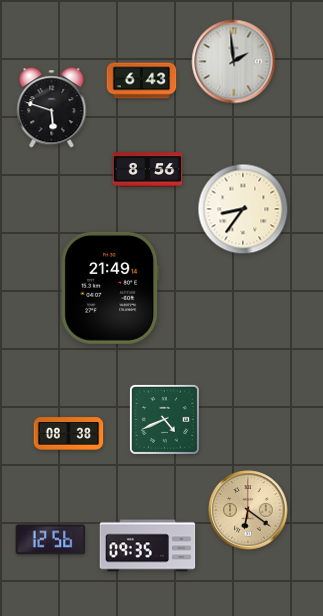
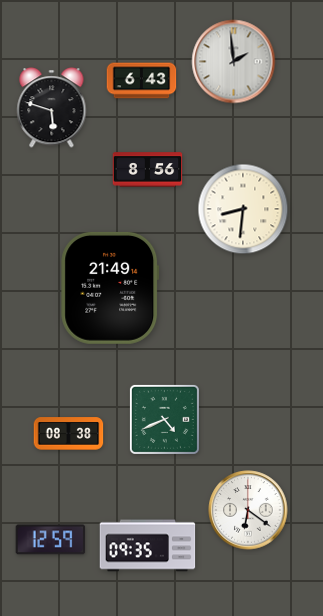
clock at (243, 209): 8:36 -> 8:31
clock at (248, 510) dial: champagne -> white
clock at (51, 540): 12:56 -> 12:59
